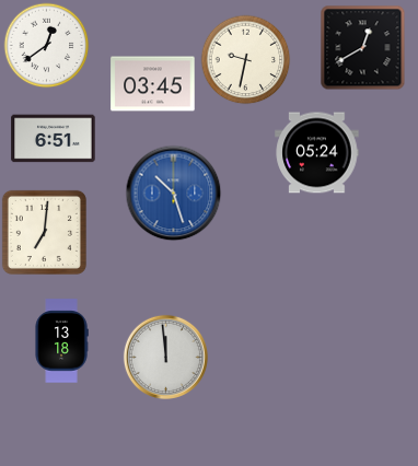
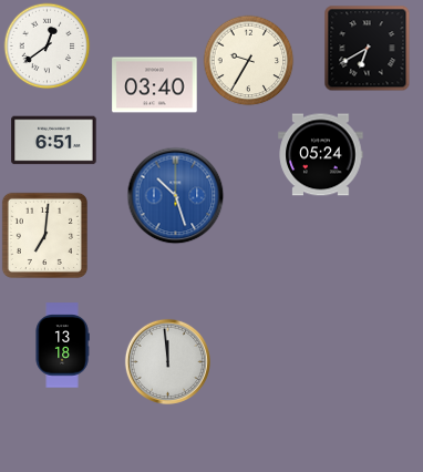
clock at (362, 47): 12:40 -> 6:40
clock at (245, 59): 9:32 -> 9:35
clock at (153, 84): 03:45 -> 03:40
